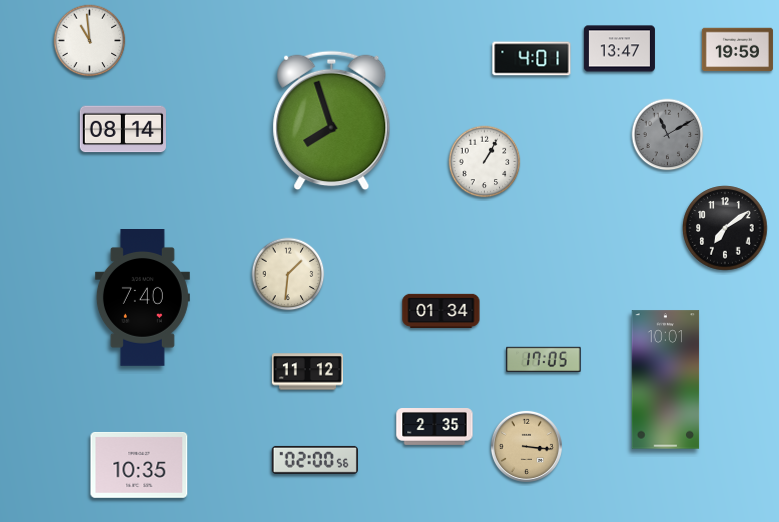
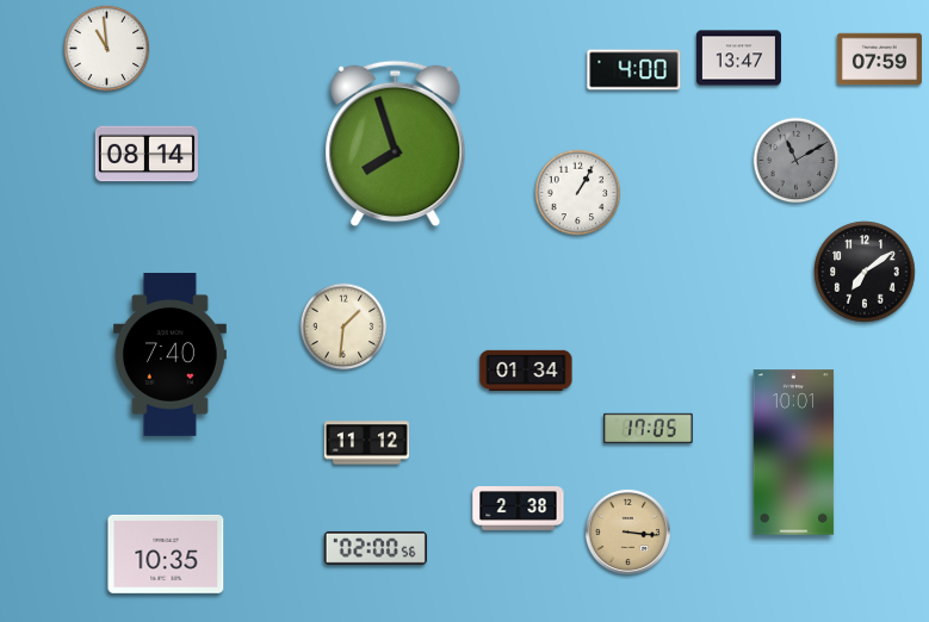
clock at (737, 50): 19:59 -> 07:59
clock at (532, 59): 4:01 -> 4:00
clock at (435, 427): 2:35 -> 2:38
